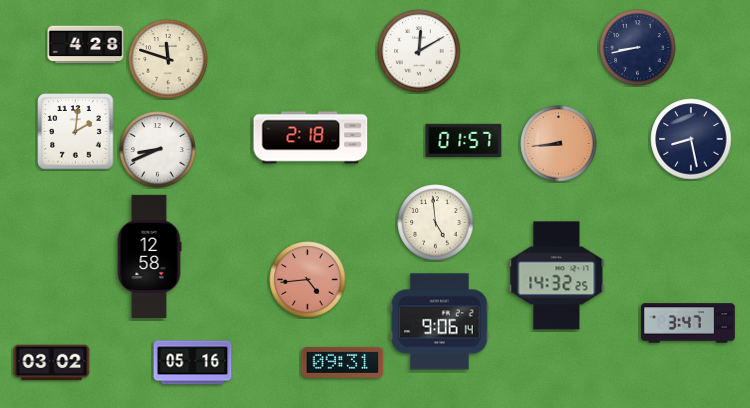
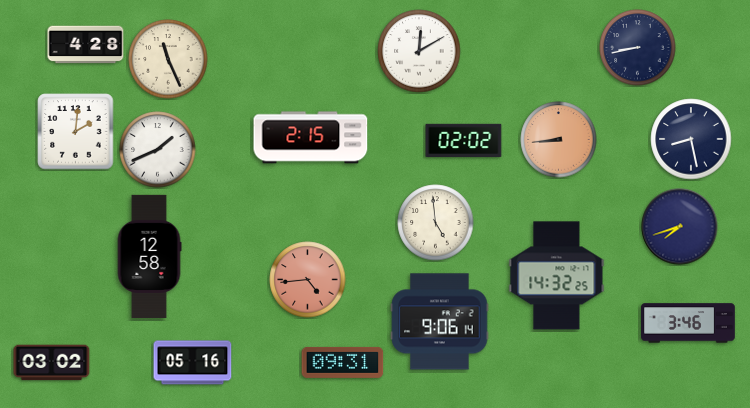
clock at (168, 59): 11:48 -> 11:26
clock at (311, 138): 2:18 -> 2:15
clock at (464, 141): 01:57 -> 02:02
clock at (559, 144) position: (559, 144) -> (559, 140)
clock at (158, 150): 8:41 -> 1:41
clock at (680, 227): none -> 7:42
clock at (688, 323): 3:47 -> 3:46
